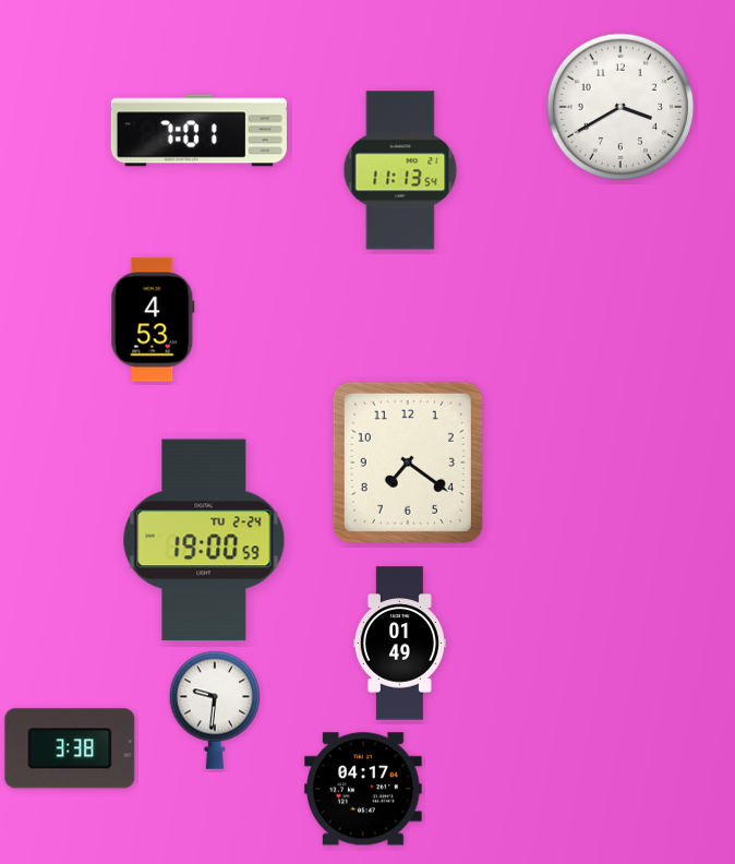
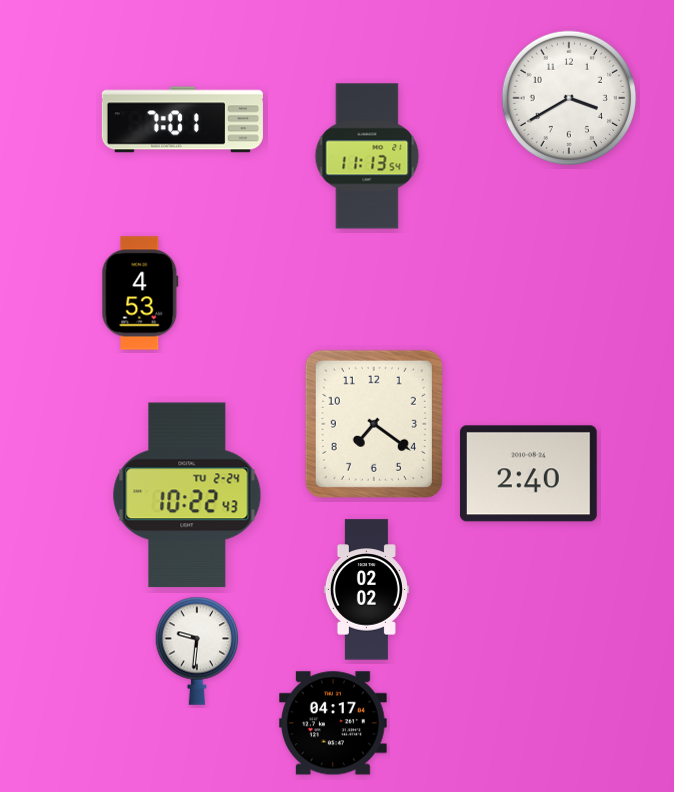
clock at (528, 474): none -> 2:40
clock at (204, 540): 19:00 -> 10:22
clock at (399, 644): 01:49 -> 02:02
clock at (70, 748): 3:38 -> none
